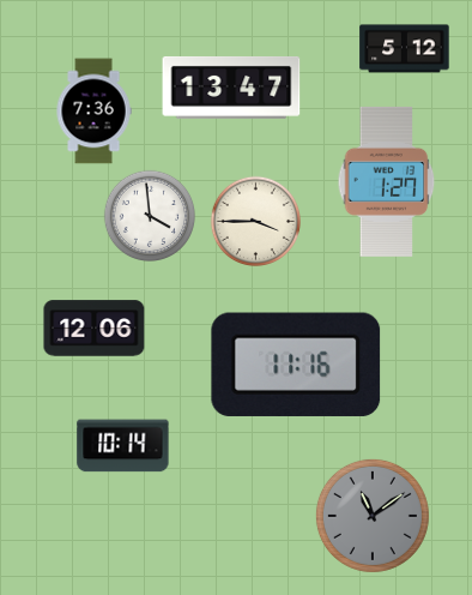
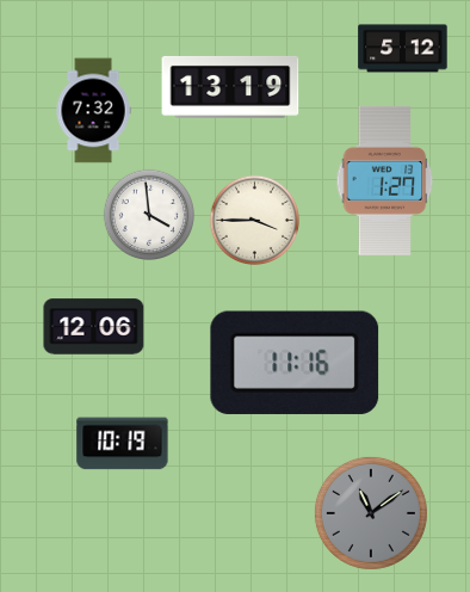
clock at (231, 88): 13:47 -> 13:19
clock at (93, 112): 7:36 -> 7:32
clock at (123, 446): 10:14 -> 10:19
